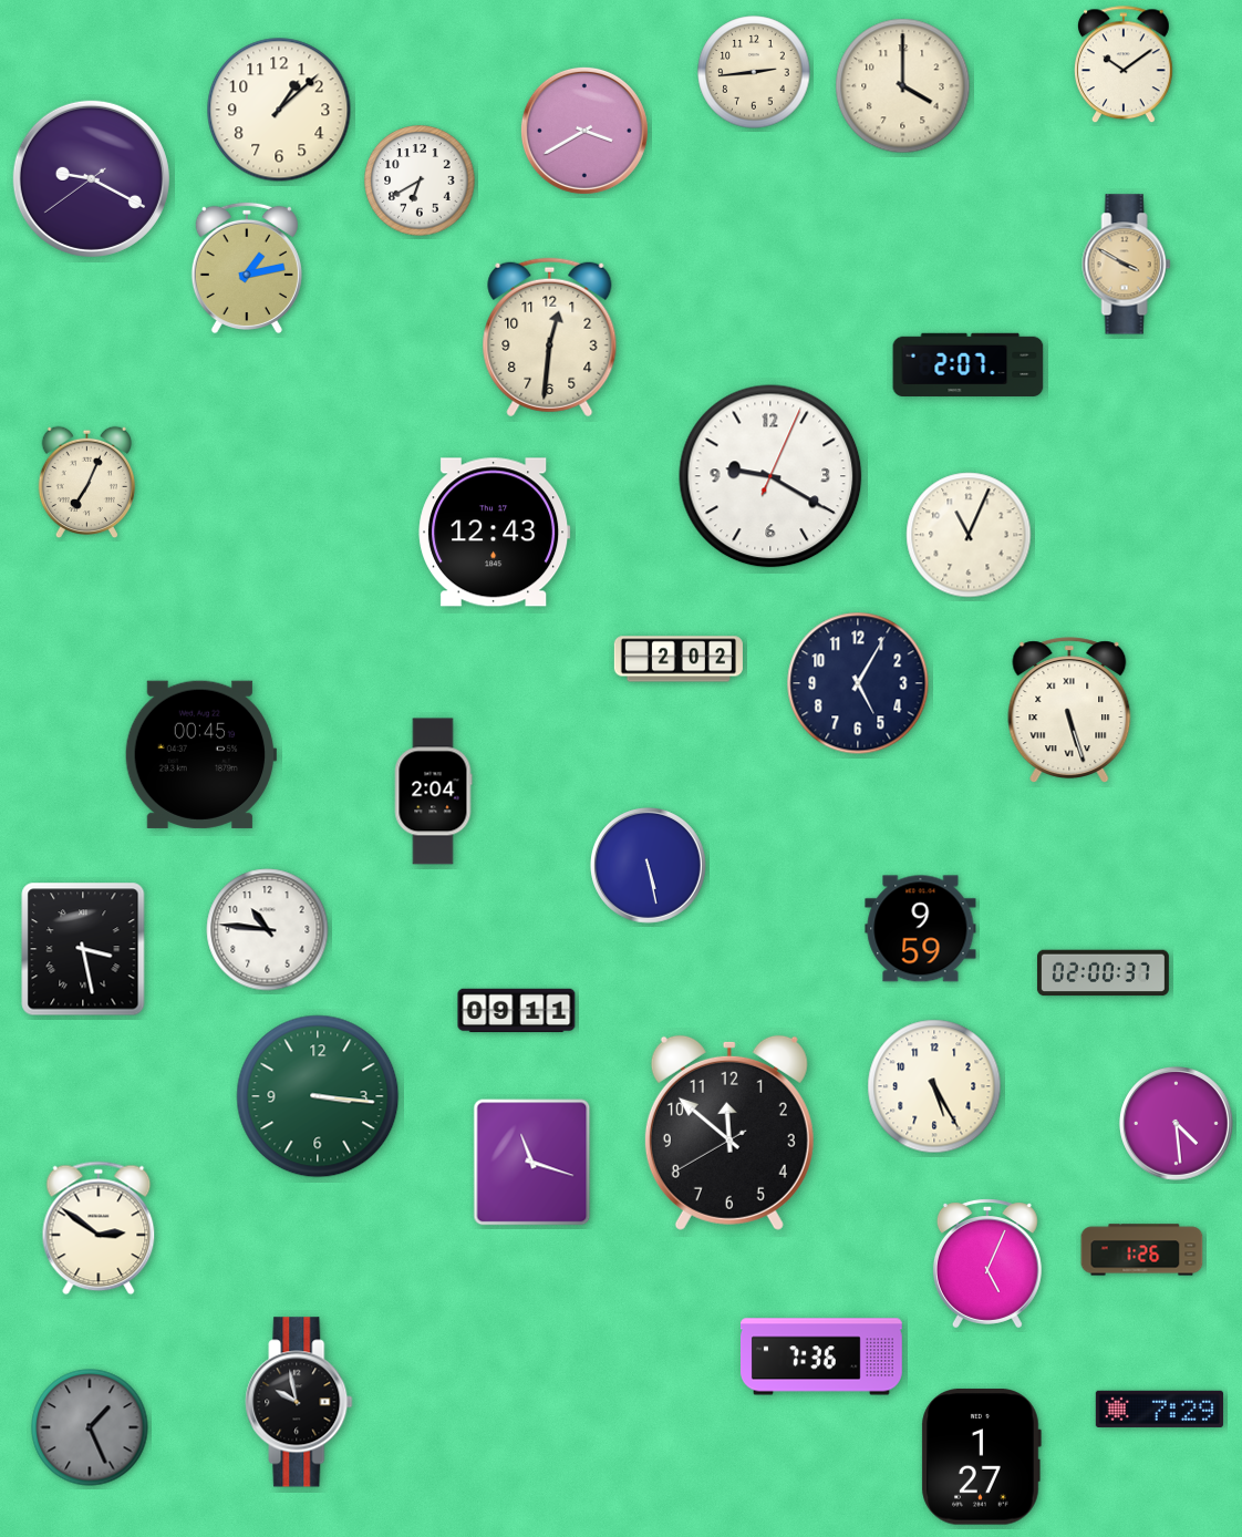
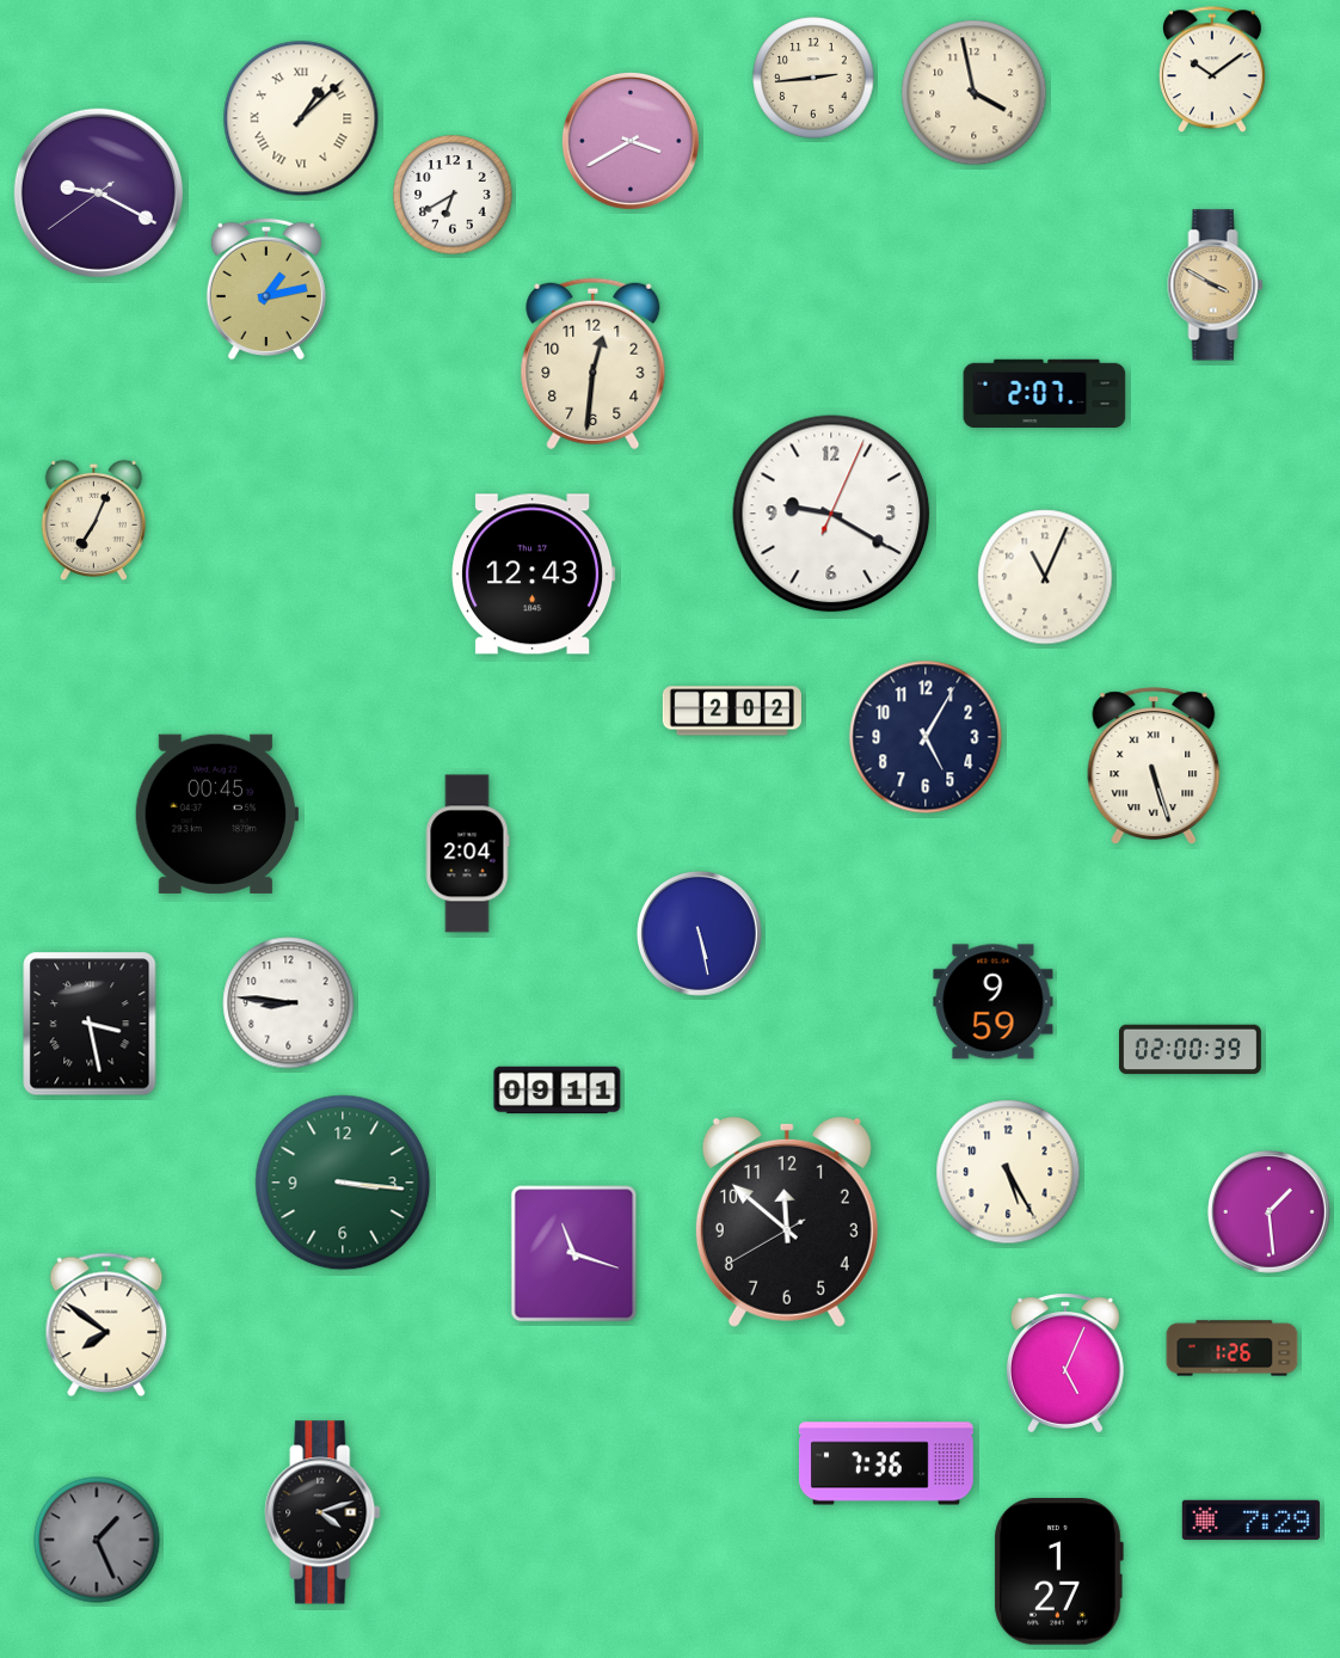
clock at (903, 86): 4:00 -> 3:58
clock at (279, 110) numerals: Arabic -> Roman
clock at (268, 930): 10:46 -> 8:46
clock at (1103, 973): 02:00:37 -> 02:00:39
clock at (1176, 1123): 4:29 -> 1:29
clock at (99, 1228): 2:51 -> 7:51
clock at (299, 1402): 9:58 -> 4:12
